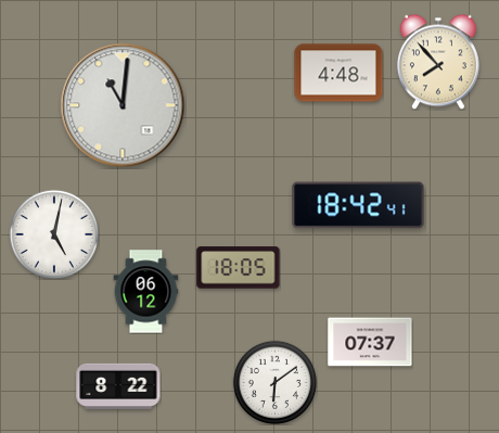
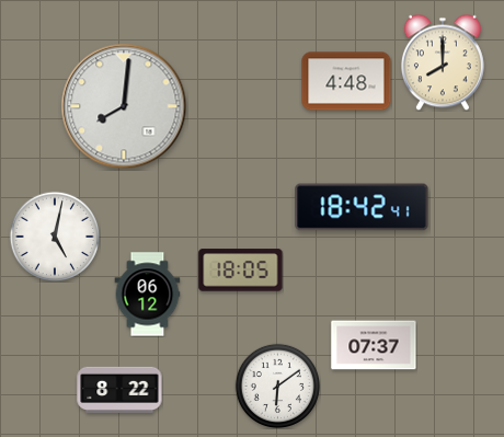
clock at (438, 62): 7:53 -> 8:00
clock at (338, 73) position: (338, 73) -> (346, 81)
clock at (123, 105): 11:01 -> 8:01
